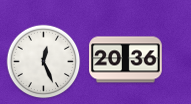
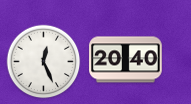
clock at (126, 60): 20:36 -> 20:40
